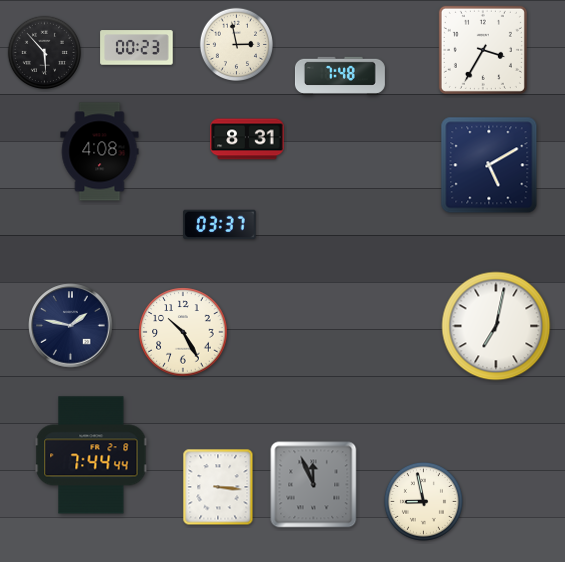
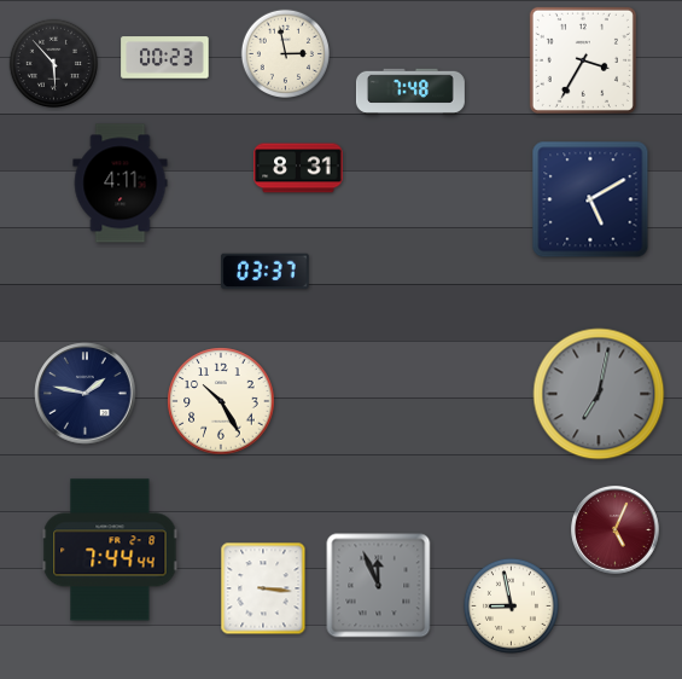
clock at (100, 152): 4:08 -> 4:11
clock at (496, 326) dial: white -> grey
clock at (616, 530): none -> 5:04
